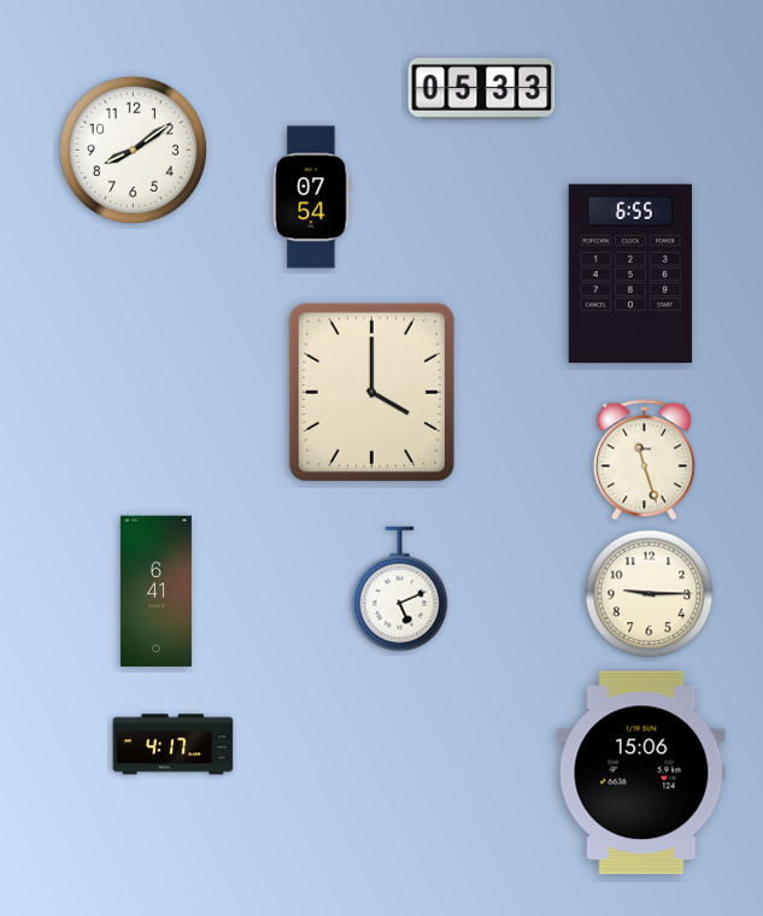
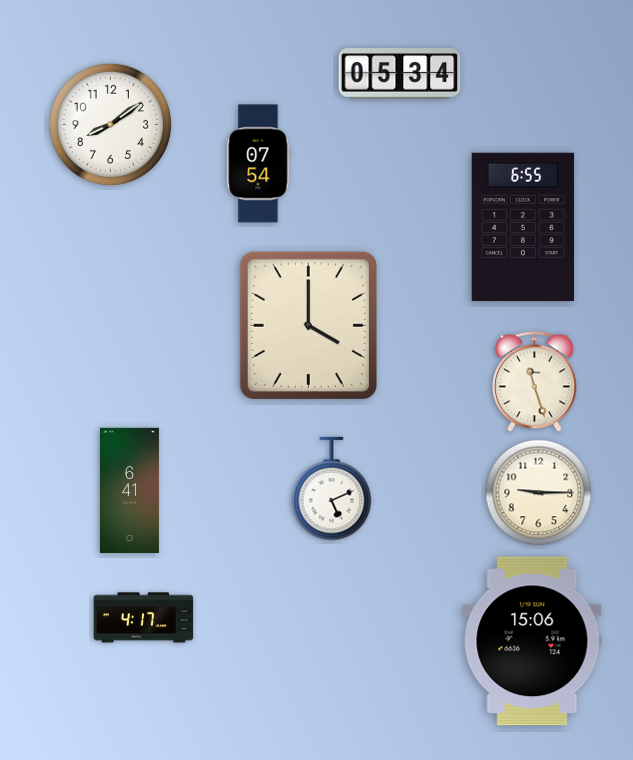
clock at (482, 89): 05:33 -> 05:34
